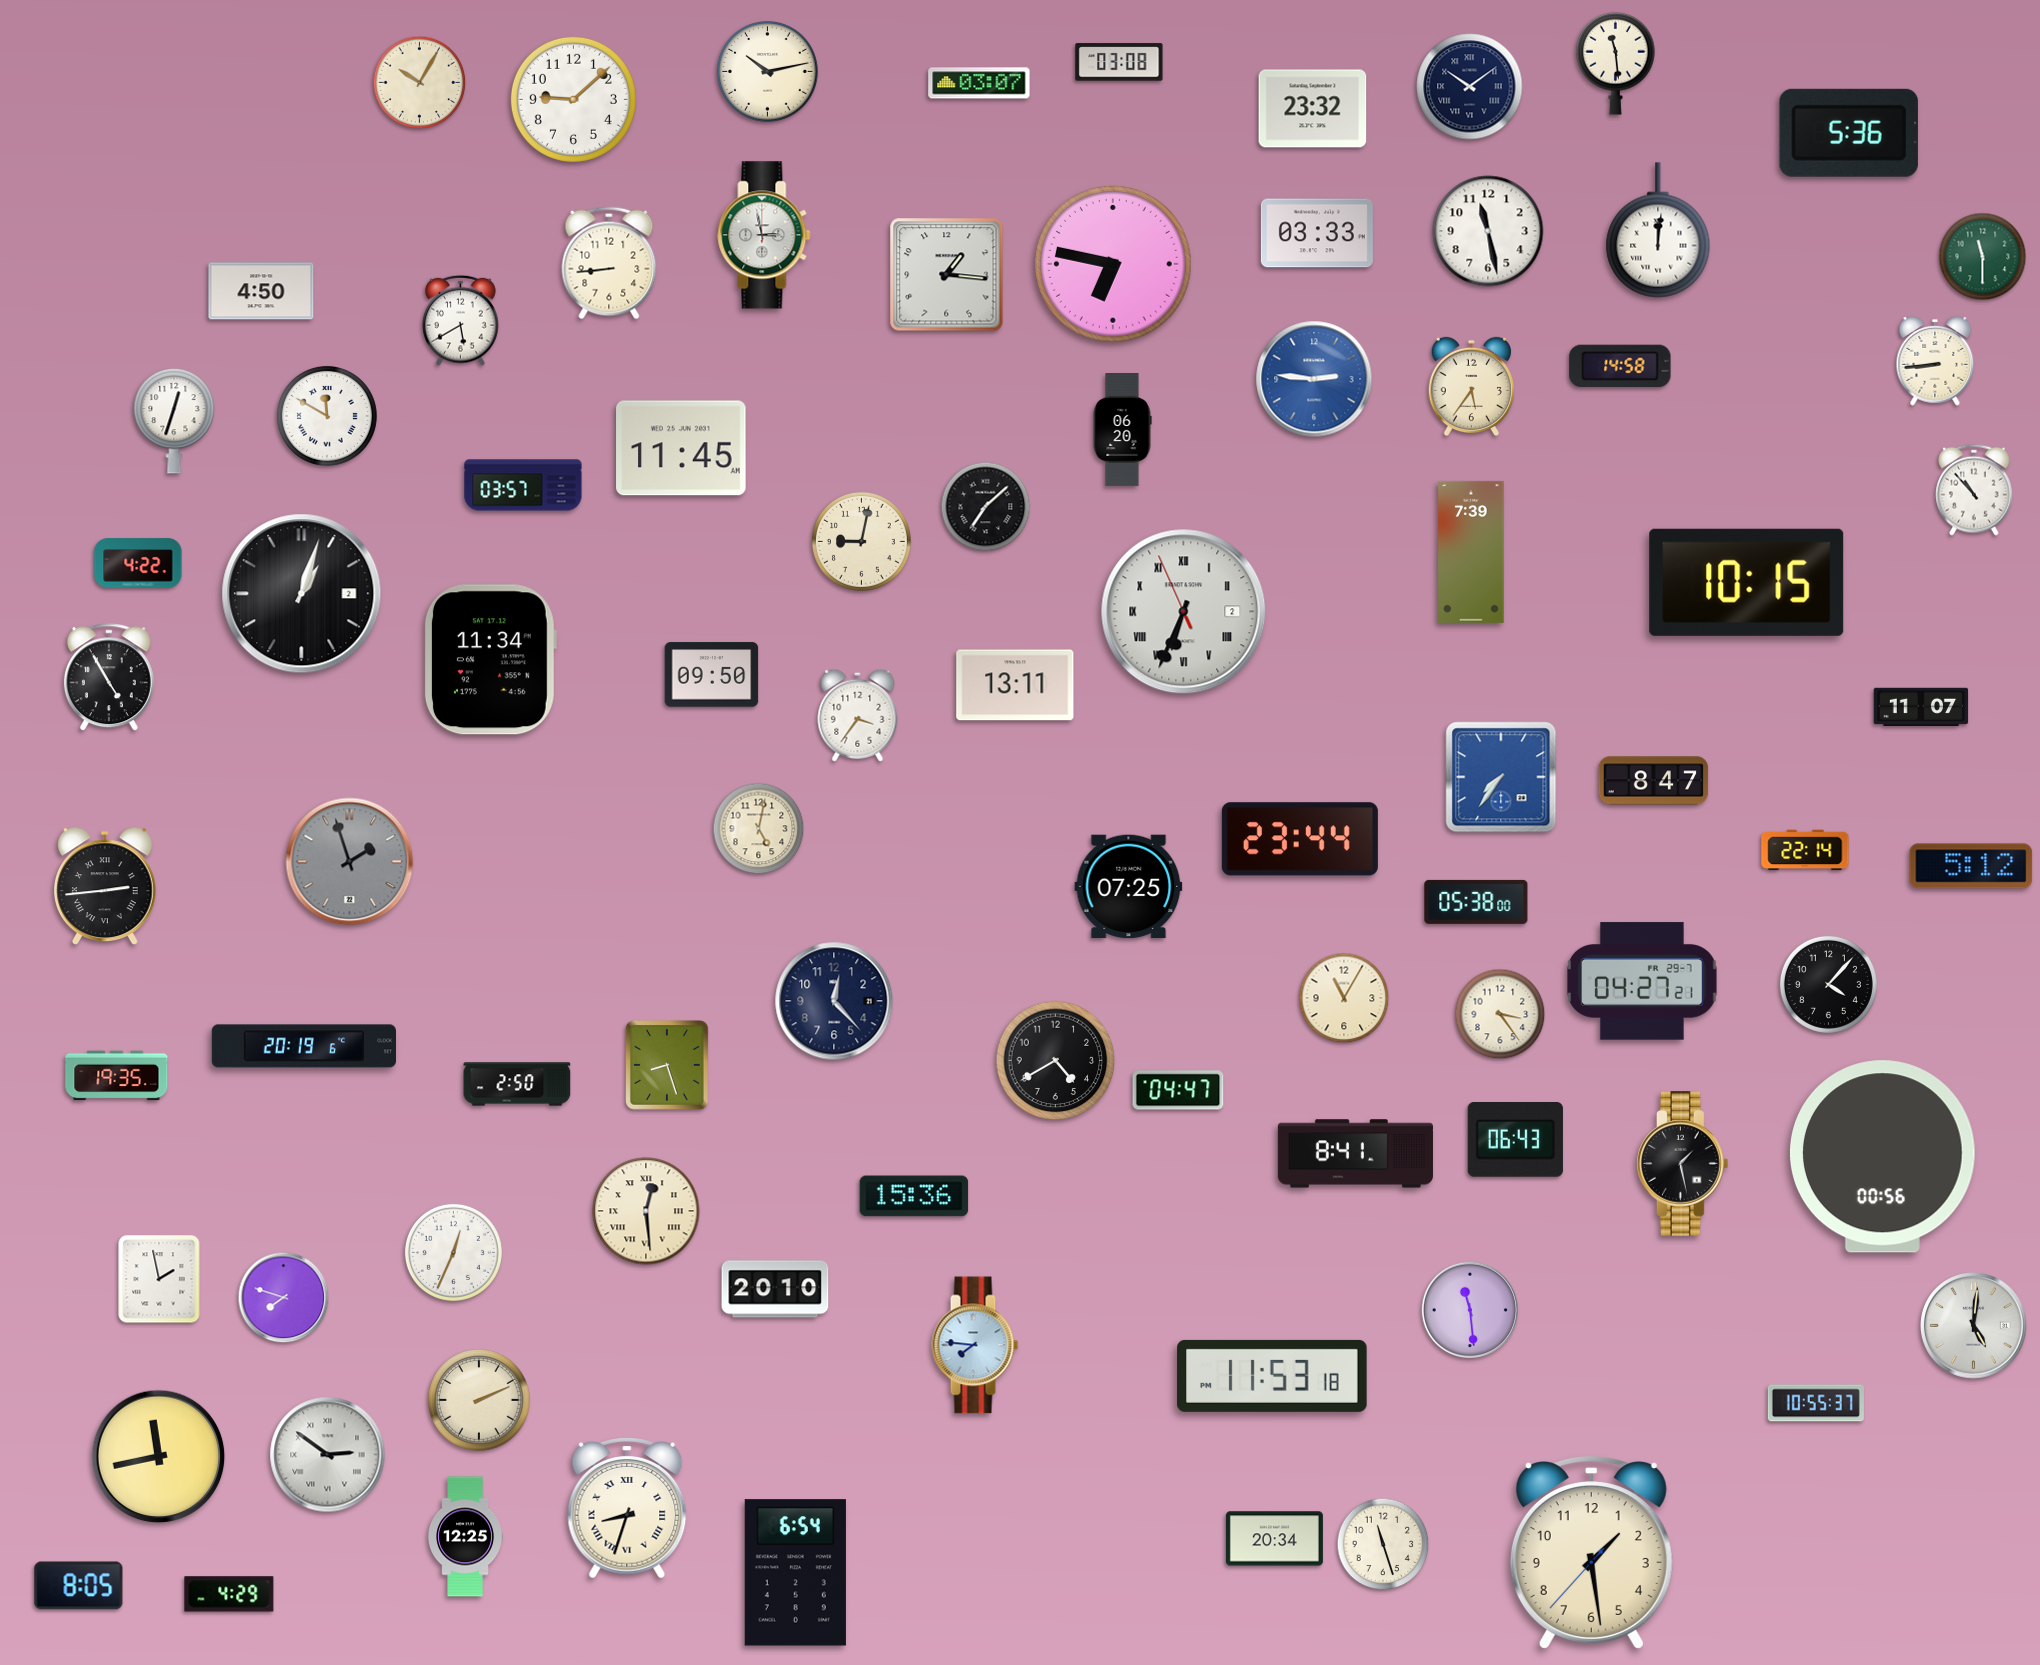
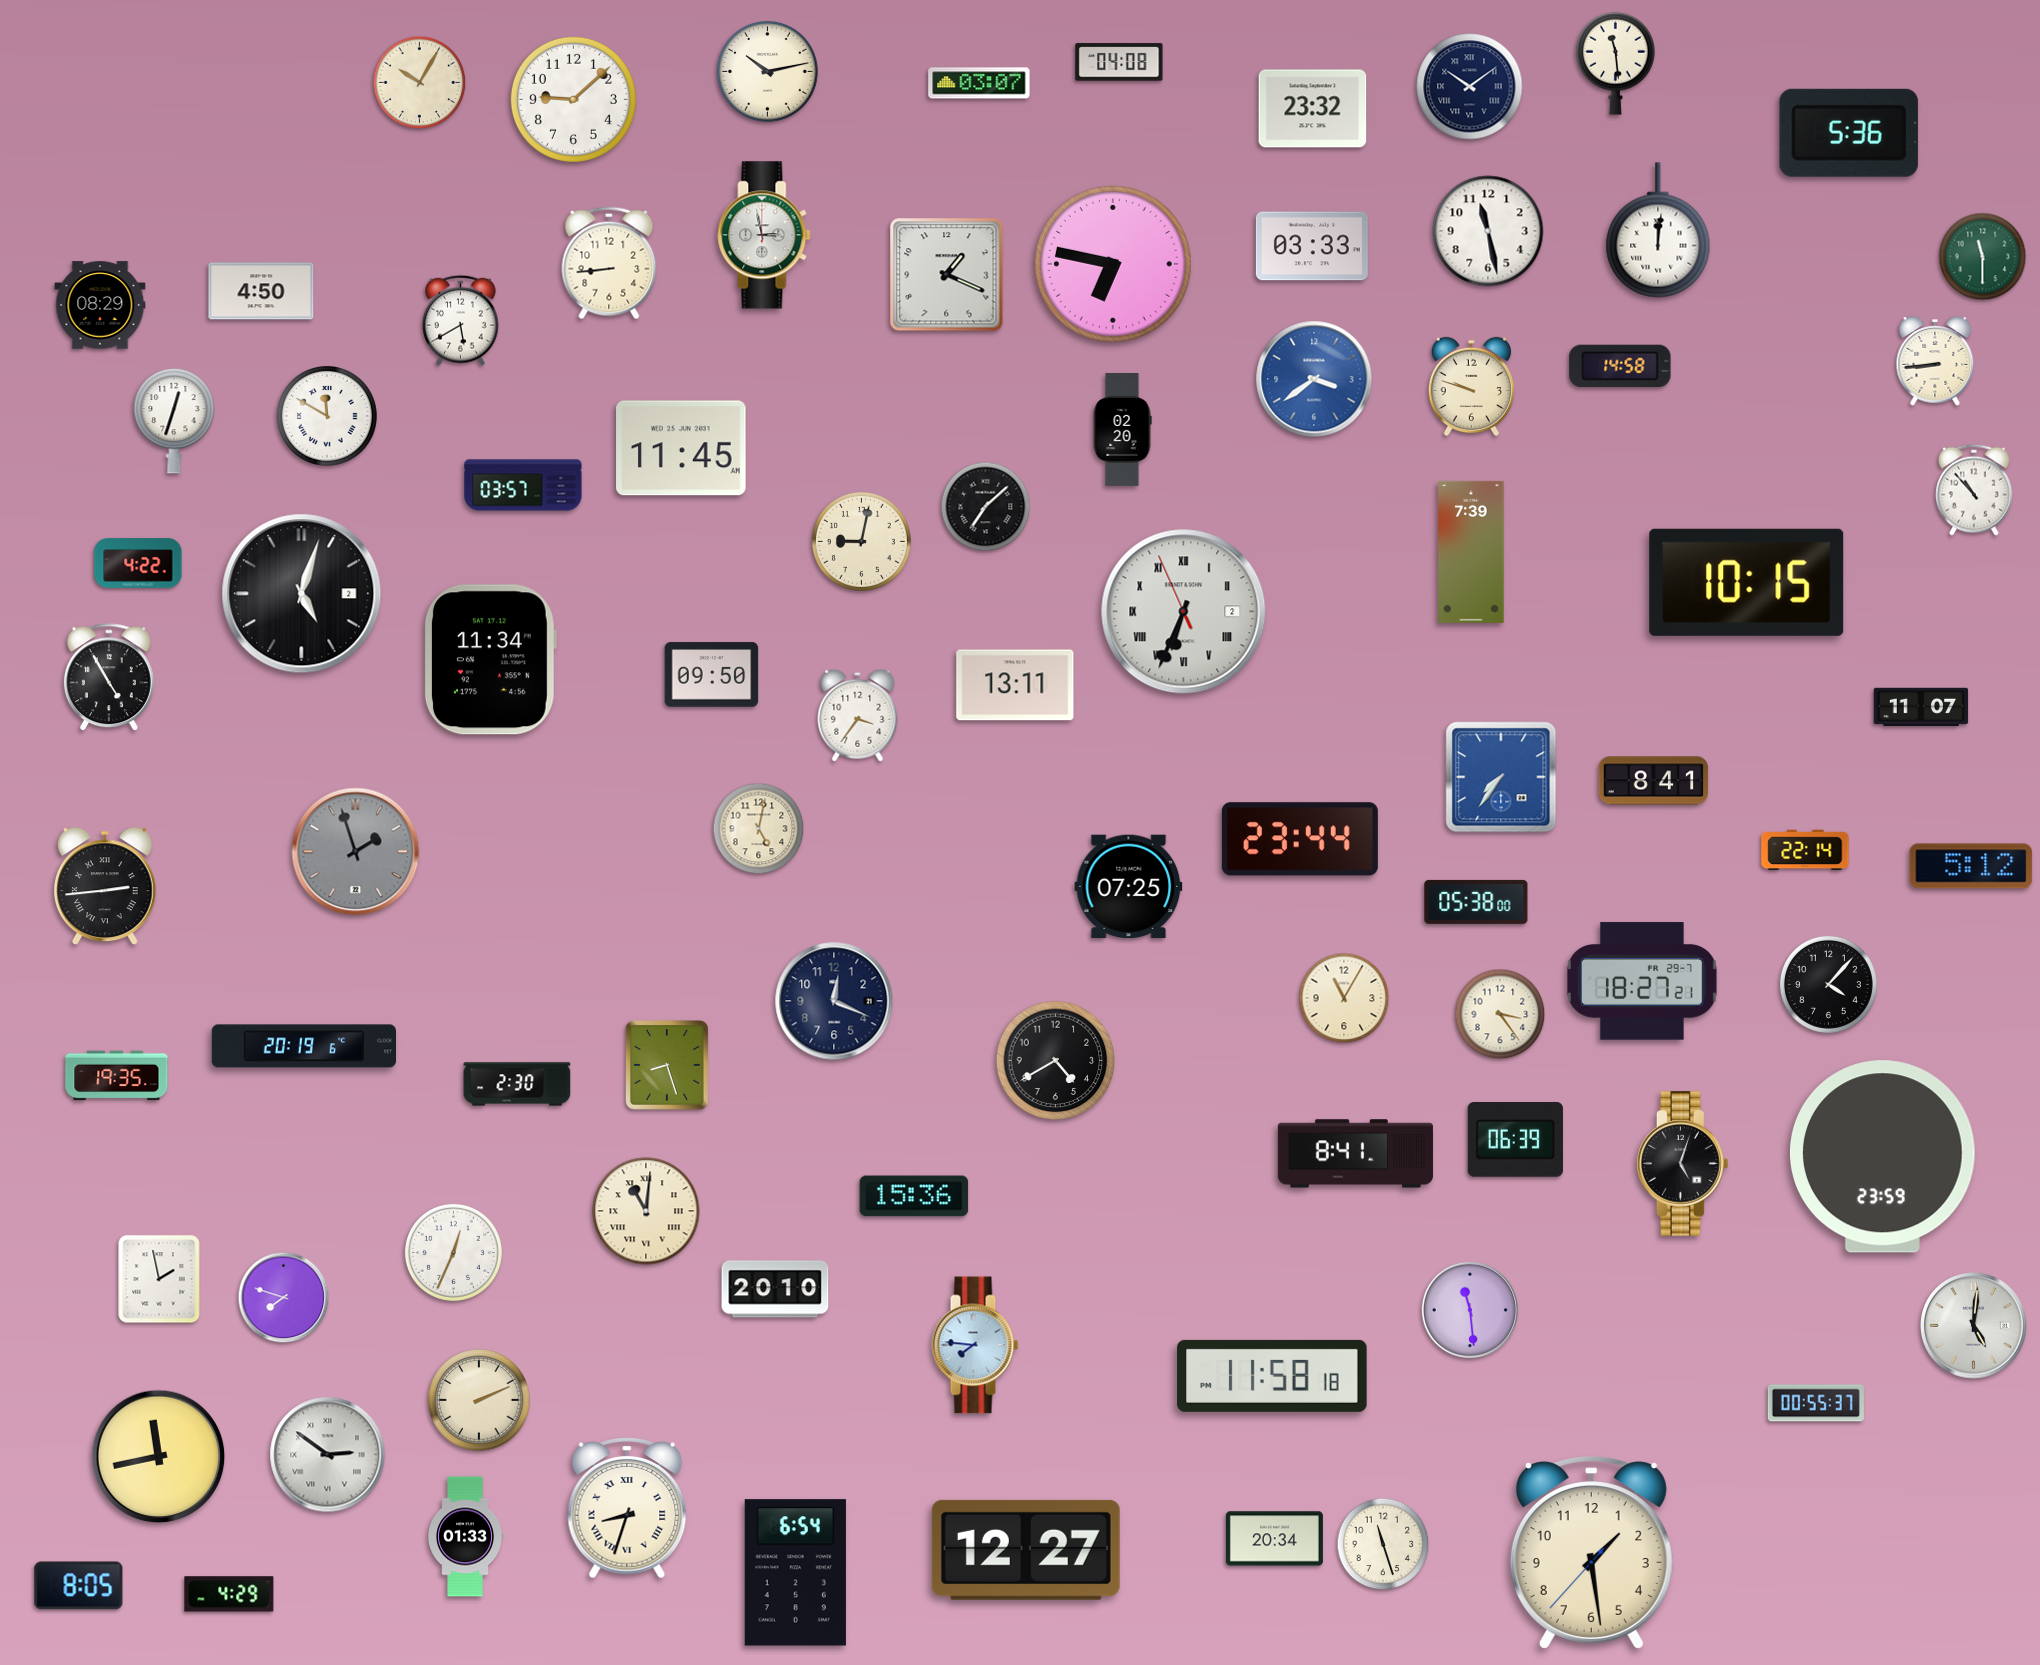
clock at (1119, 62): 03:08 -> 04:08
clock at (1317, 233) position: (1317, 233) -> (1312, 246)
clock at (947, 275): 1:16 -> 1:19
clock at (100, 305): none -> 08:29
clock at (1314, 379): 2:46 -> 3:39
clock at (1471, 387): 5:36 -> 9:48
clock at (1122, 430): 06:20 -> 02:20
clock at (302, 594): 1:03 -> 5:03
clock at (1654, 781): 8:47 -> 8:41
clock at (350, 862) position: (350, 862) -> (356, 852)
clock at (1642, 981): 04:27 -> 18:27
clock at (834, 1001): 12:23 -> 12:19
clock at (517, 1084): 2:50 -> 2:30
clock at (1178, 1090): 04:47 -> none
clock at (1515, 1140): 06:43 -> 06:39
clock at (1882, 1157): 00:56 -> 23:59
clock at (1683, 1164): 1:28 -> 5:03
clock at (646, 1211): 12:29 -> 11:01
clock at (1272, 1376): 11:53 -> 11:58
clock at (1816, 1403): 10:55 -> 00:55
clock at (465, 1537): 12:25 -> 01:33
clock at (1026, 1550): none -> 12:27
